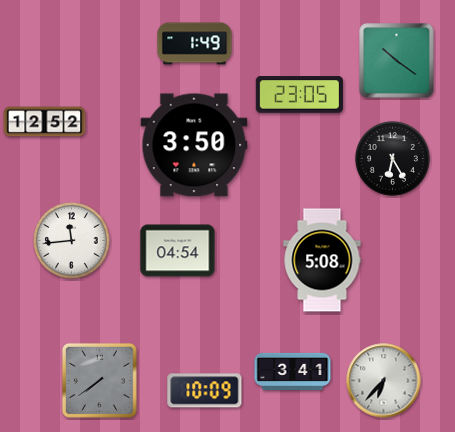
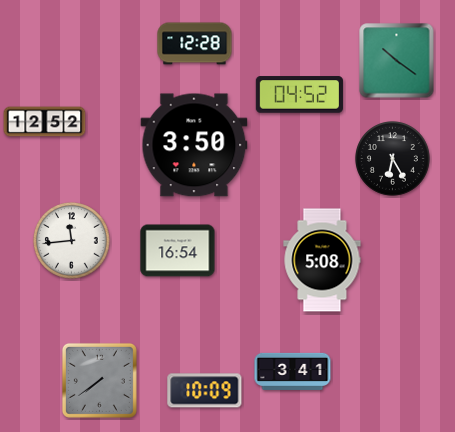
clock at (195, 44): 1:49 -> 12:28
clock at (299, 95): 23:05 -> 04:52
clock at (178, 251): 04:54 -> 16:54
clock at (384, 381): 6:37 -> none
